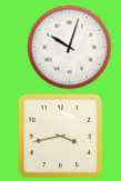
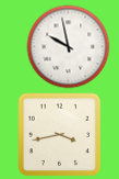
clock at (70, 48): 10:03 -> 9:58
